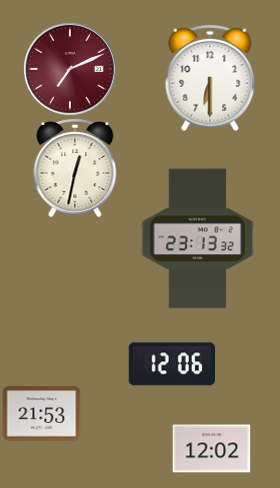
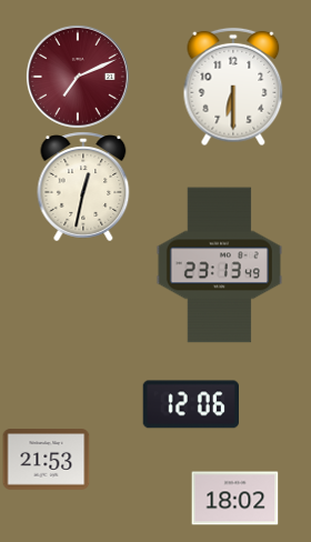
clock at (197, 239): 23:13:32 -> 23:13:49
clock at (211, 449): 12:02 -> 18:02
